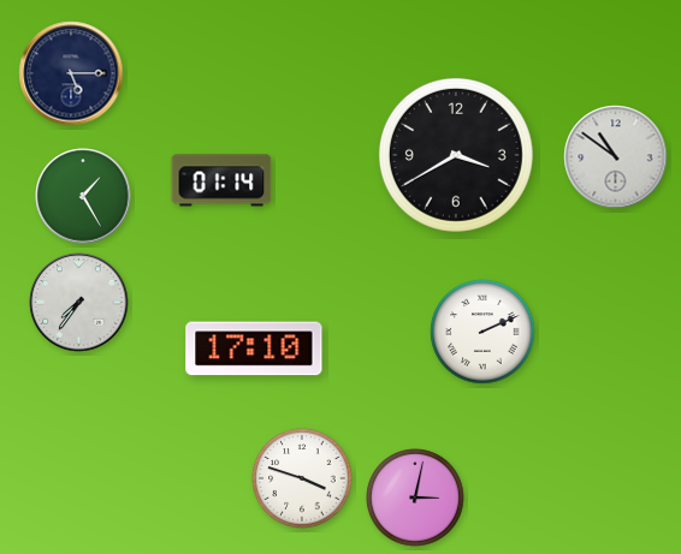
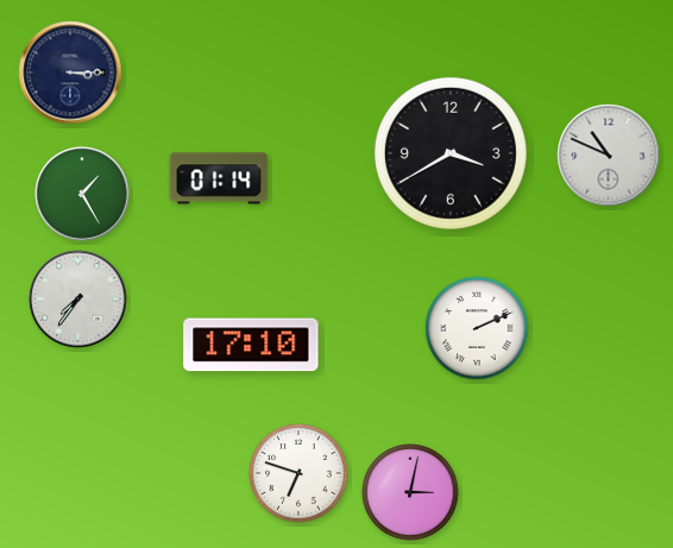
clock at (71, 73): 5:15 -> 3:15
clock at (616, 157): 10:51 -> 10:49
clock at (302, 478): 3:48 -> 6:48
